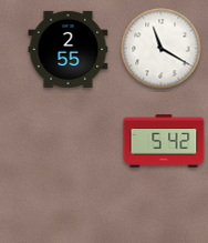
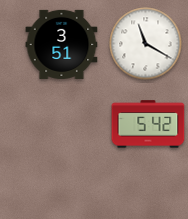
clock at (69, 49): 2:55 -> 3:51
clock at (164, 141) position: (164, 141) -> (148, 124)
